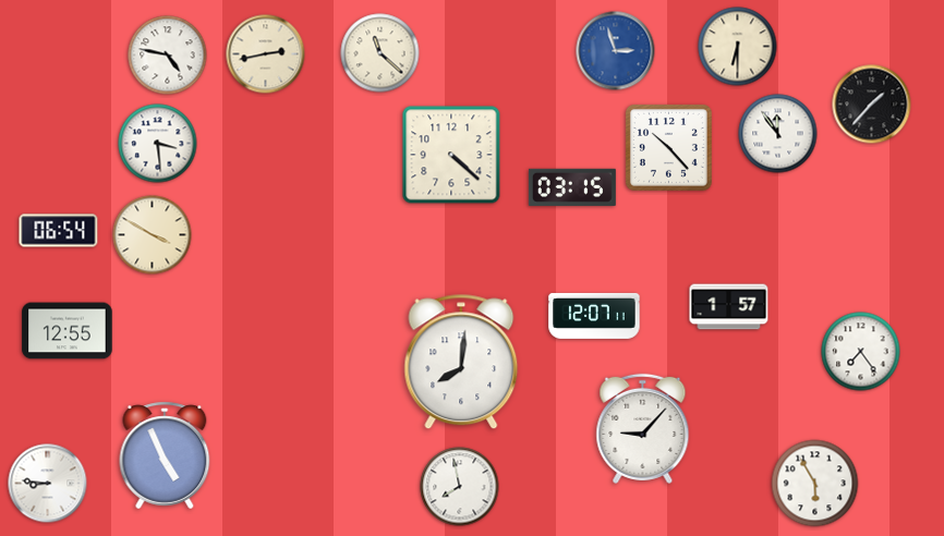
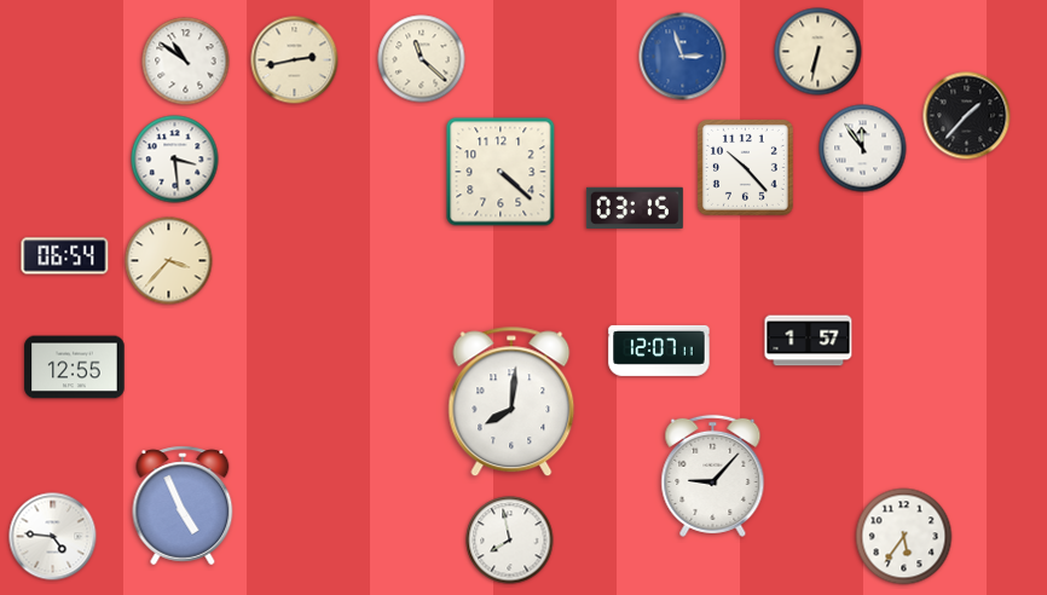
clock at (738, 47): 6:30 -> 6:32
clock at (168, 56): 4:47 -> 10:51
clock at (668, 147) position: (668, 147) -> (745, 167)
clock at (153, 235): 3:50 -> 3:37
clock at (861, 352): 7:24 -> none
clock at (48, 484): 8:46 -> 4:46
clock at (815, 484): 5:55 -> 5:36
